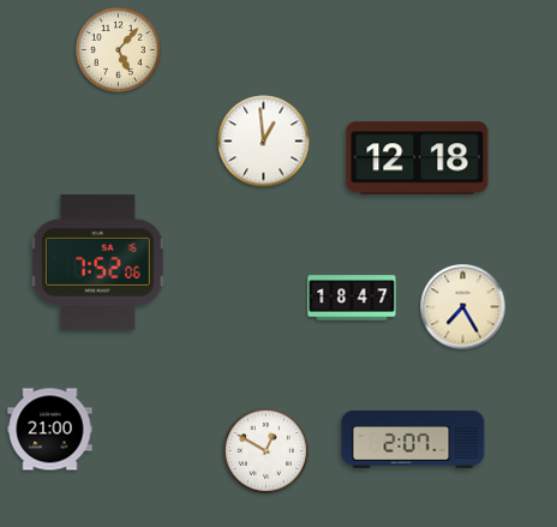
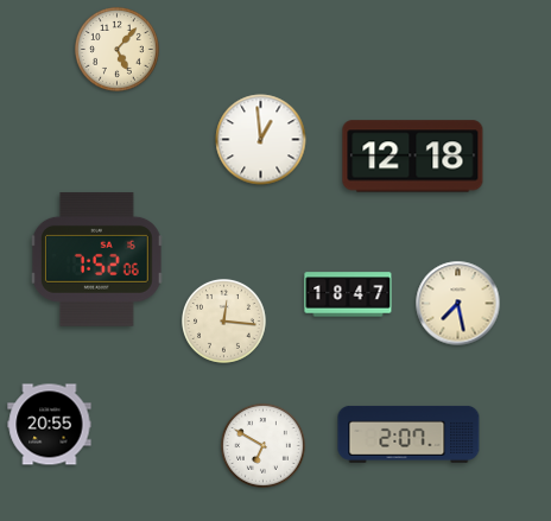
clock at (463, 307): 7:25 -> 7:28
clock at (223, 320): none -> 12:16
clock at (50, 430): 21:00 -> 20:55
clock at (265, 450): 12:50 -> 6:50
